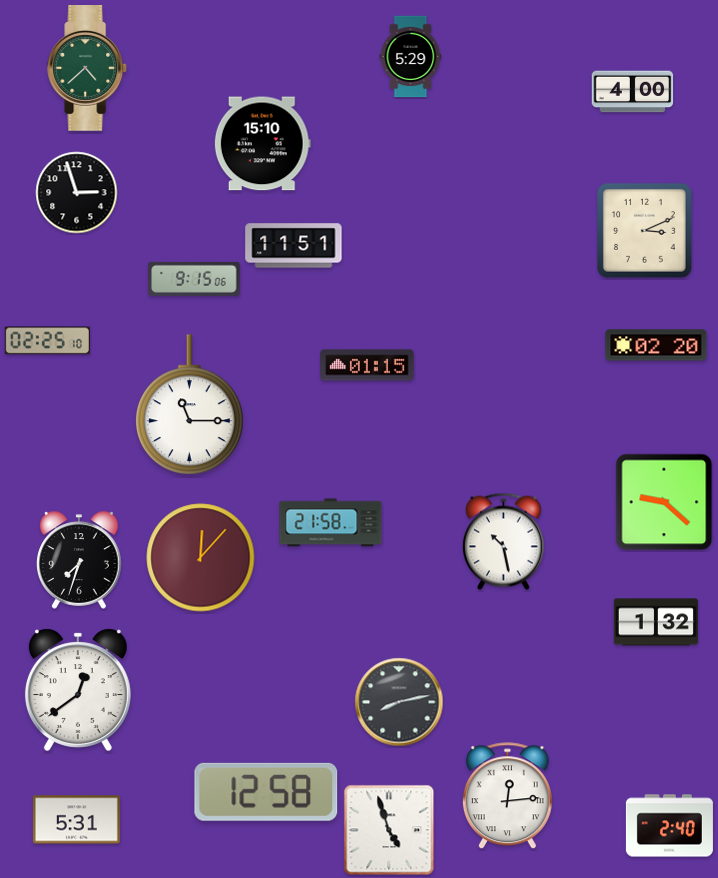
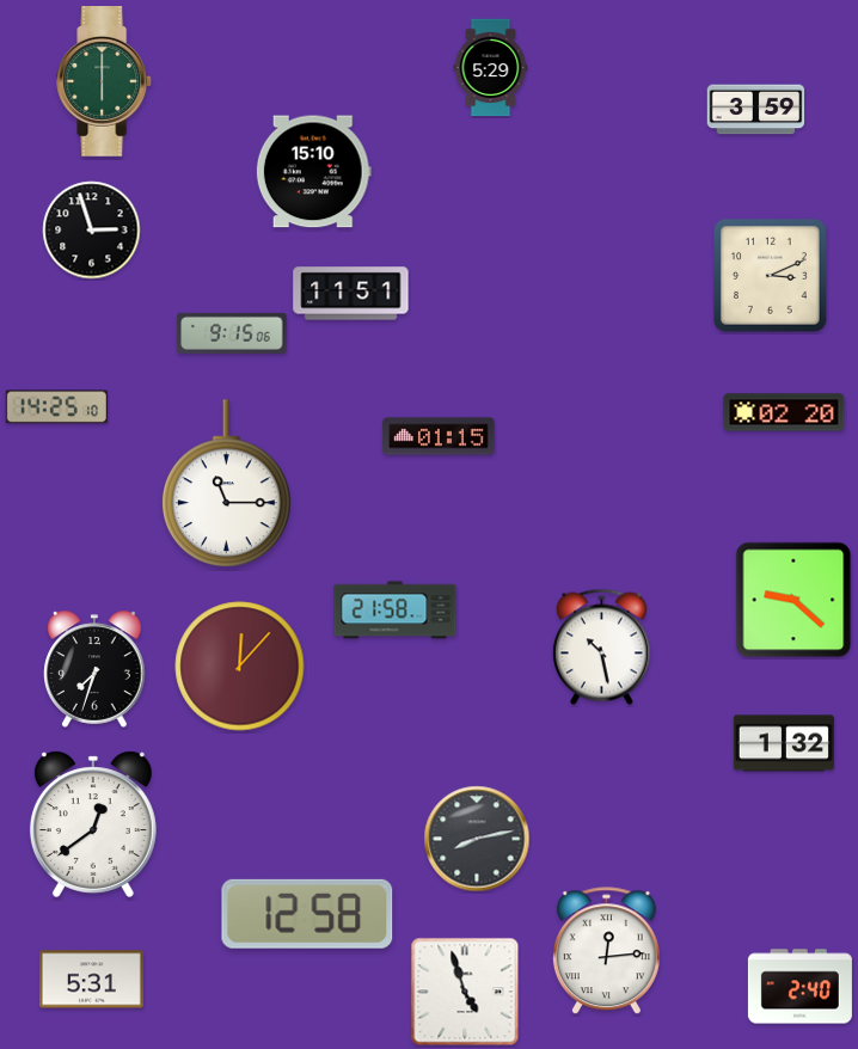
clock at (88, 69): 4:38 -> 6:00
clock at (633, 92): 4:00 -> 3:59
clock at (47, 341): 02:25 -> 14:25
clock at (331, 523) position: (331, 523) -> (396, 611)
clock at (266, 792) position: (266, 792) -> (307, 914)
